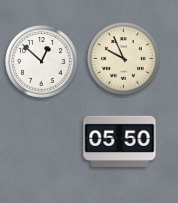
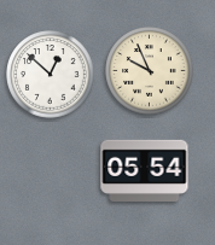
clock at (120, 141): 05:50 -> 05:54
